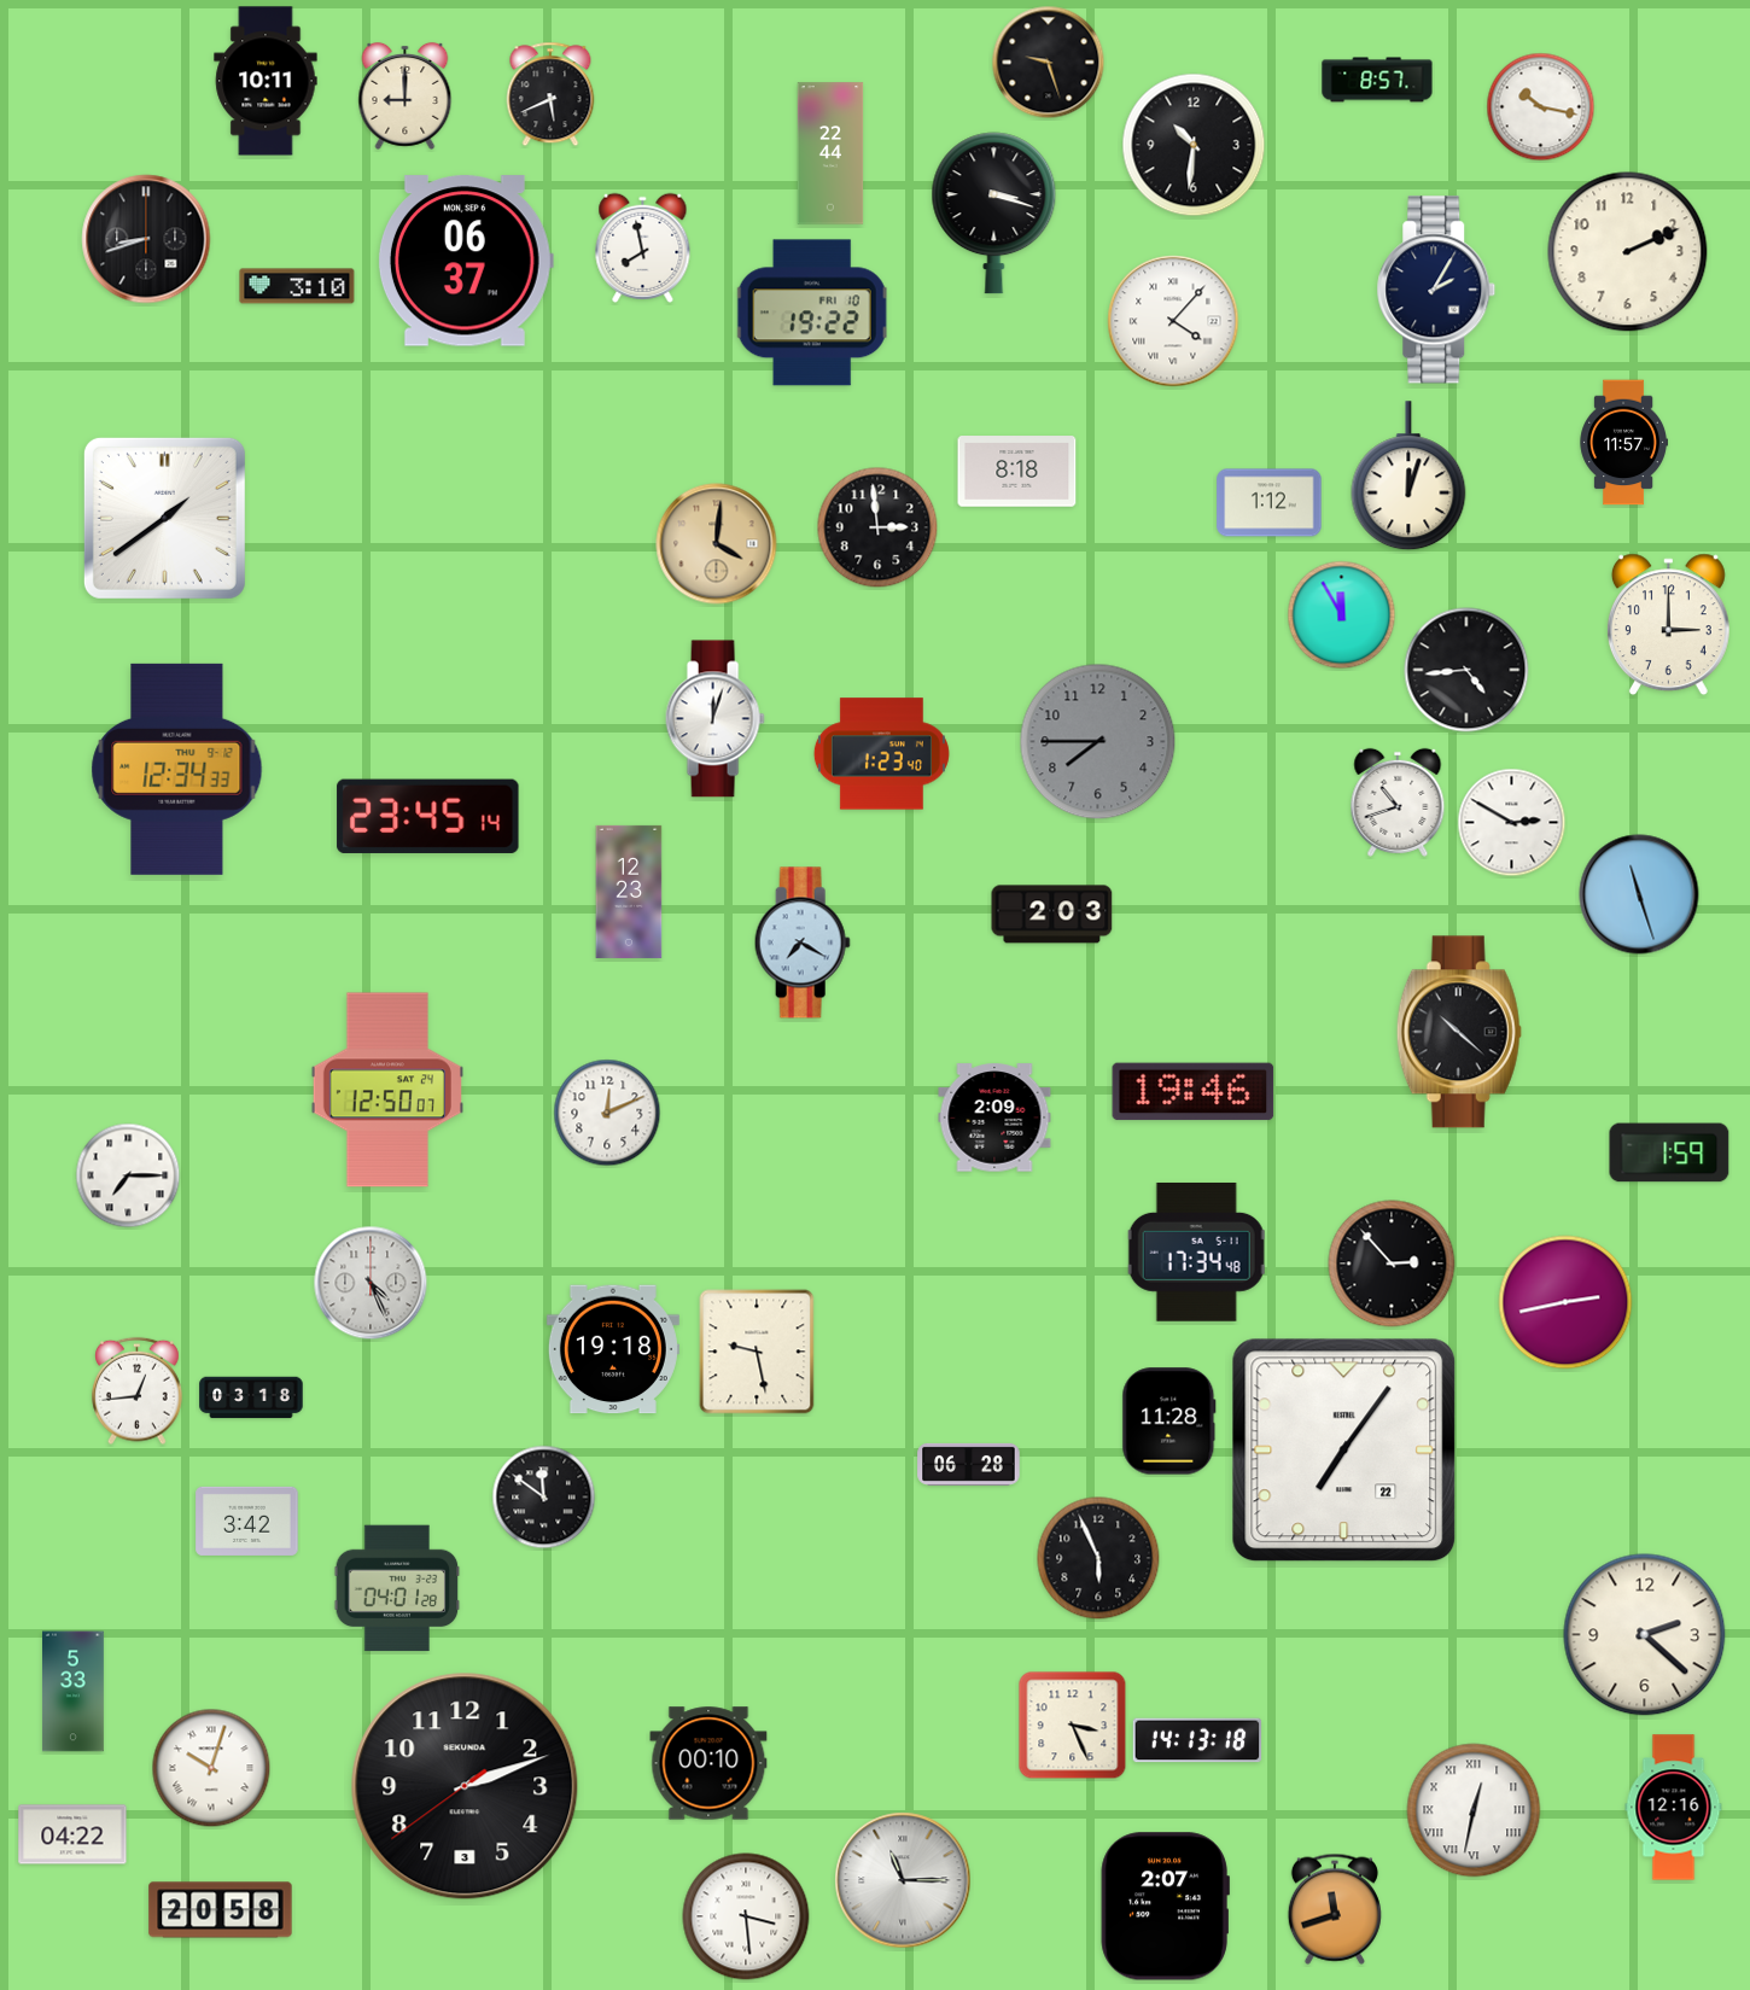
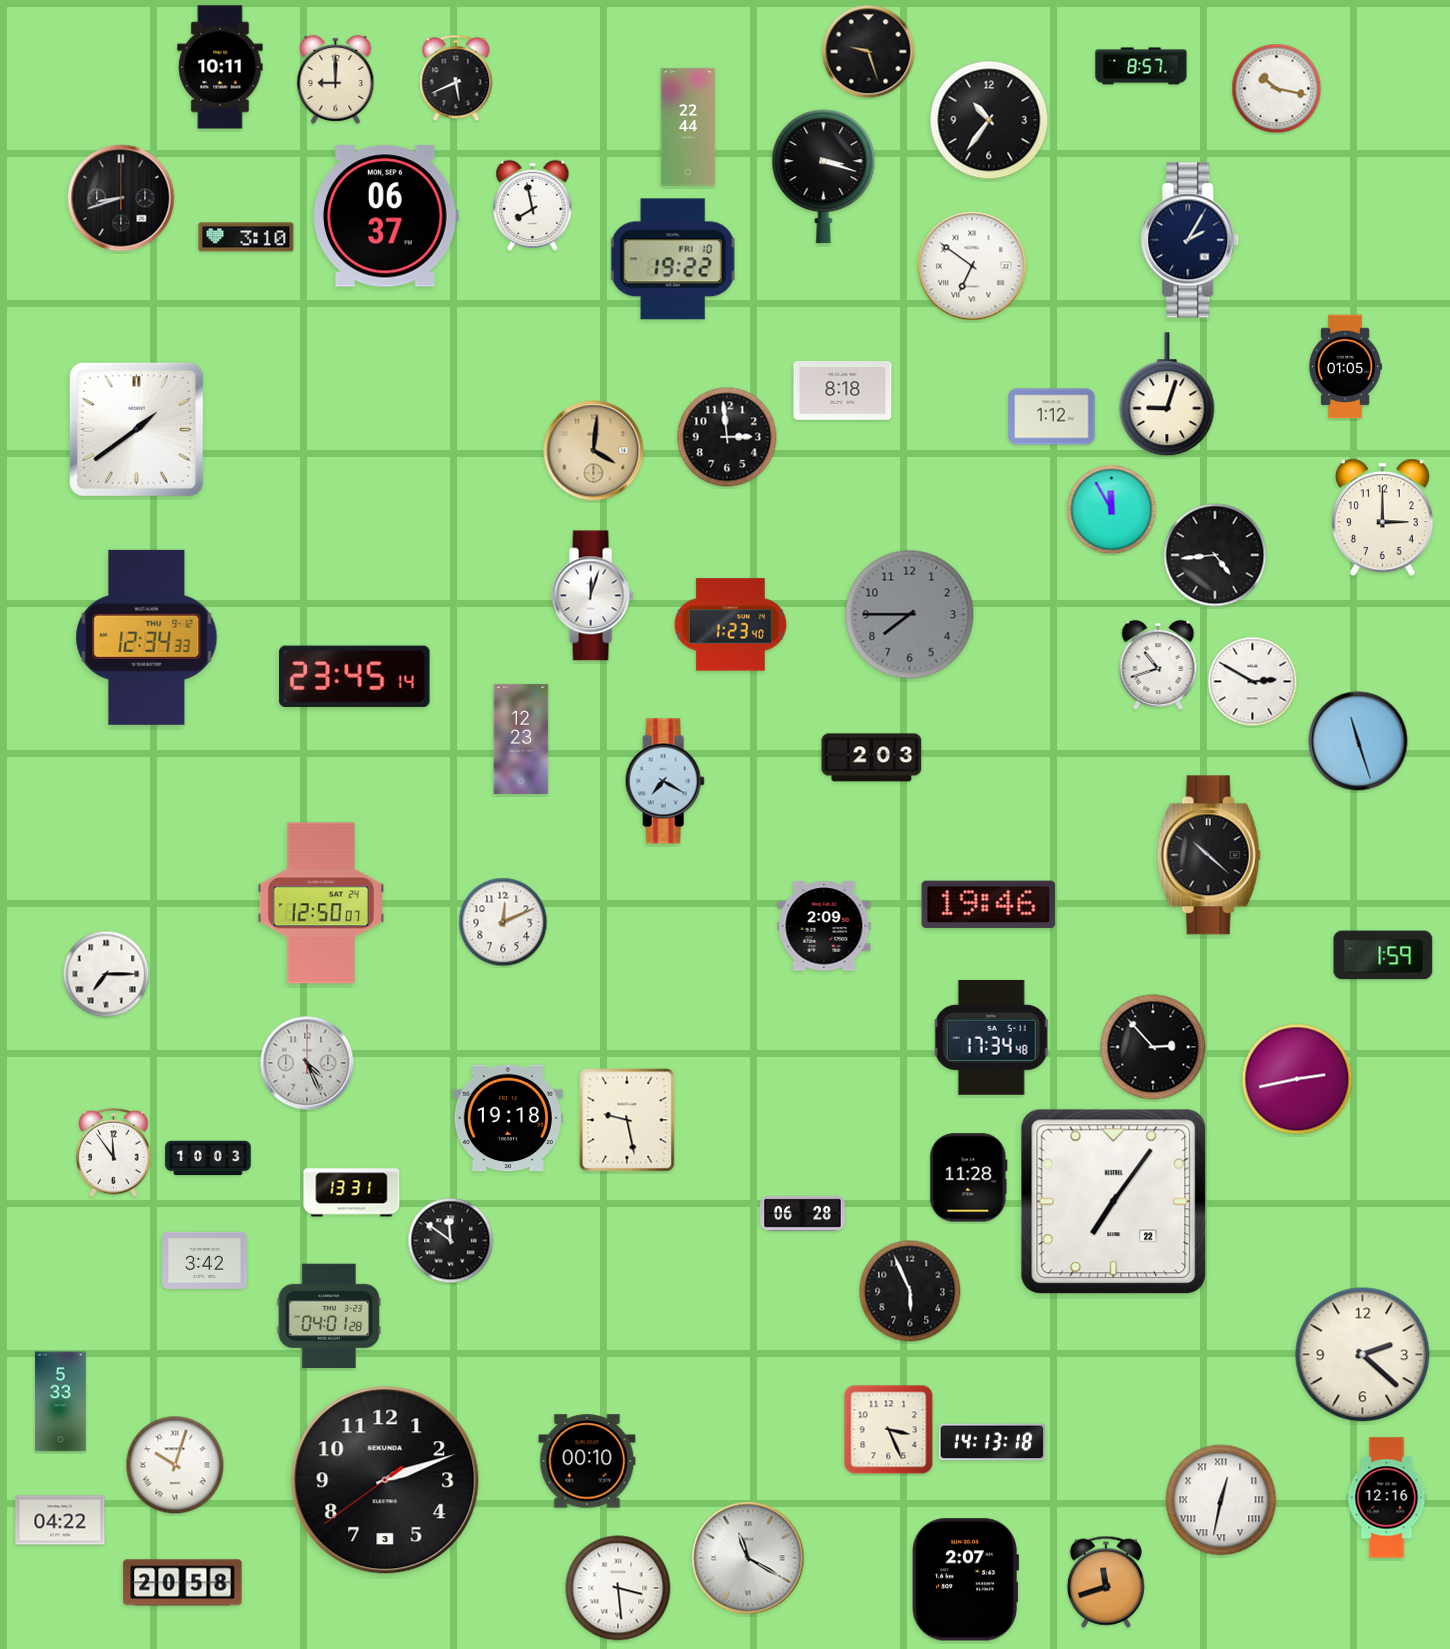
clock at (1194, 145): 10:31 -> 10:36
clock at (1628, 252): 2:11 -> none
clock at (1173, 321): 4:07 -> 6:51
clock at (1623, 443): 11:57 -> 01:05
clock at (1408, 477): 12:03 -> 9:03
clock at (138, 1391): 12:44 -> 11:54
clock at (251, 1397): 03:18 -> 10:03
clock at (352, 1193): none -> 13:31
clock at (903, 1880): 11:15 -> 11:20
